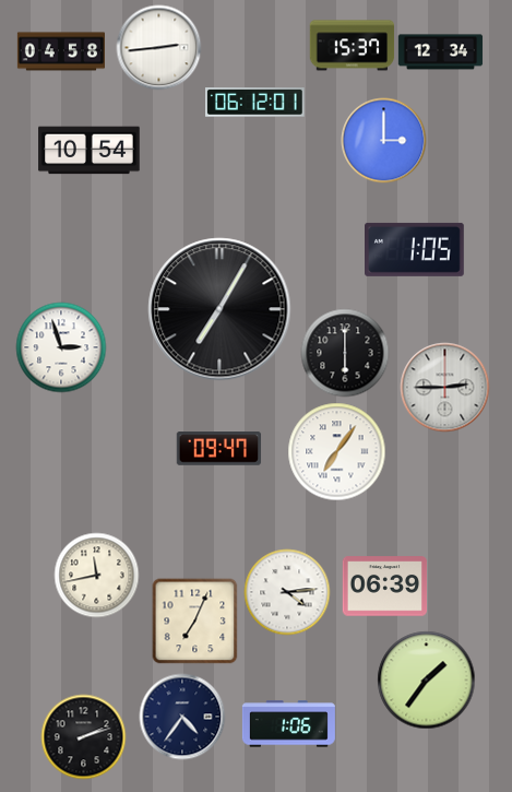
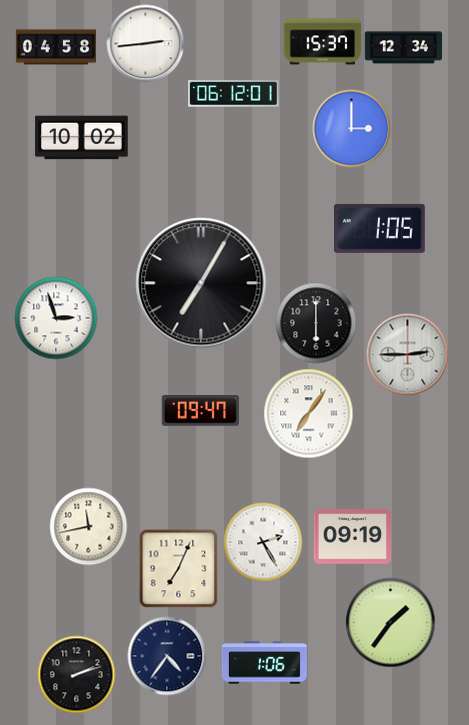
clock at (90, 151): 10:54 -> 10:02
clock at (384, 587): 06:39 -> 09:19
clock at (287, 592): 4:14 -> 2:25
